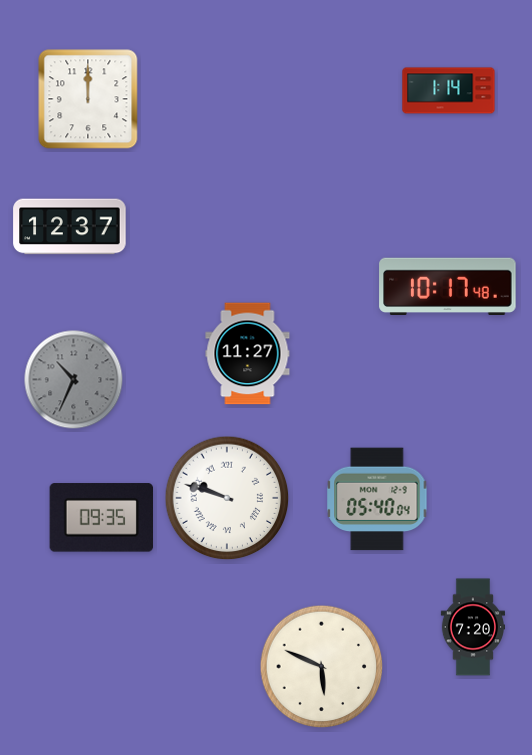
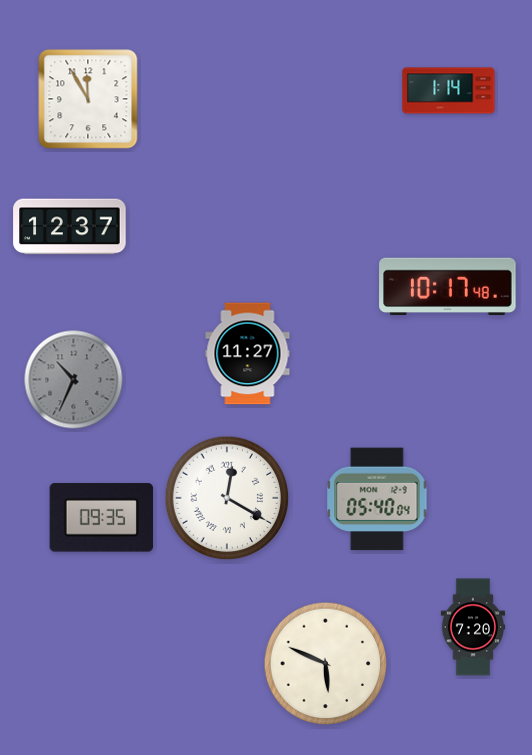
clock at (88, 99): 12:00 -> 11:55
clock at (227, 498): 9:48 -> 12:20
clock at (322, 667) position: (322, 667) -> (326, 664)
